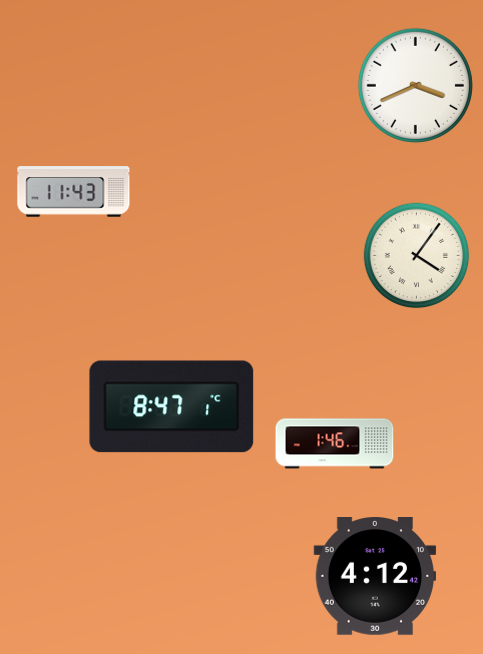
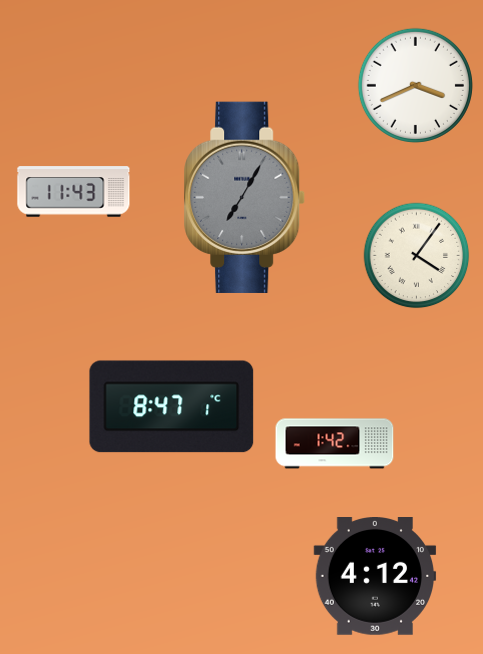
clock at (245, 197): none -> 7:05
clock at (335, 444): 1:46 -> 1:42
